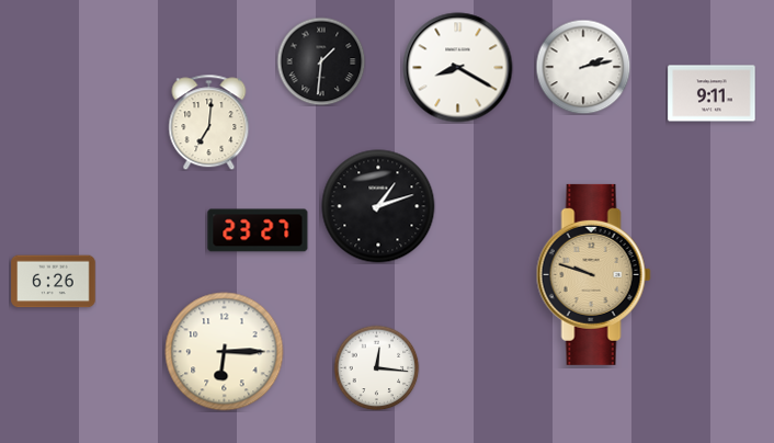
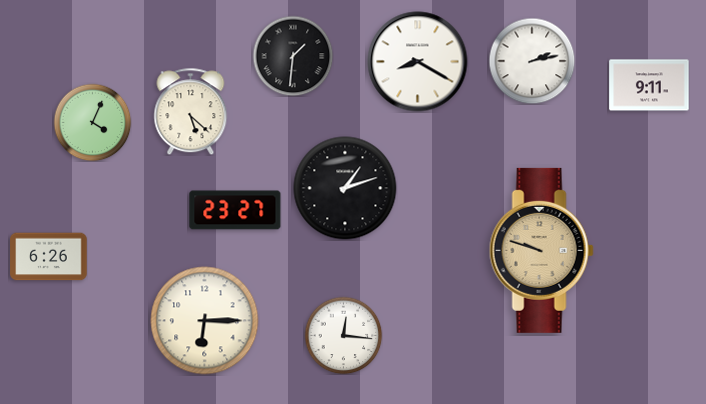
clock at (209, 122): 7:01 -> 5:22
clock at (92, 122): none -> 4:04
